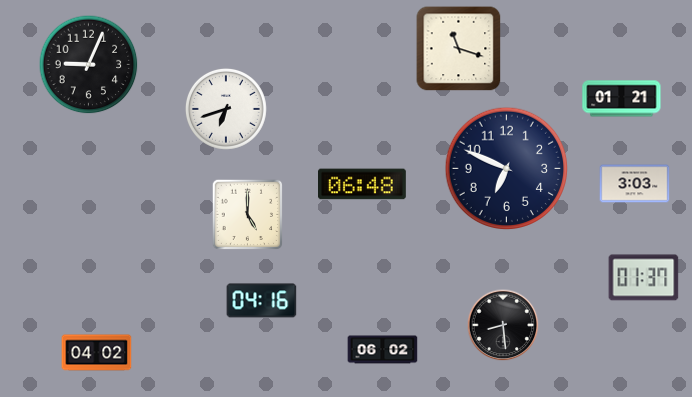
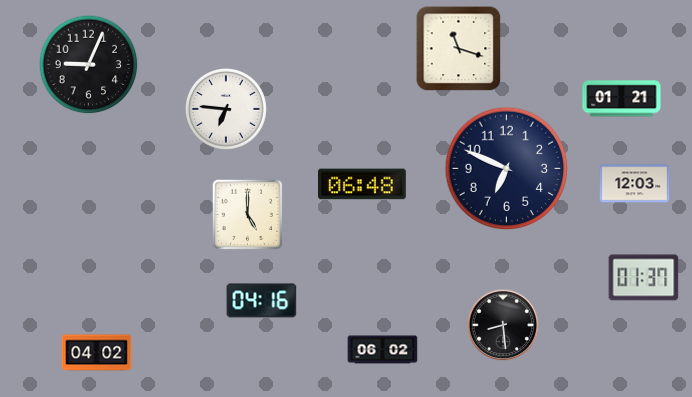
clock at (226, 109): 6:42 -> 6:46
clock at (635, 184): 3:03 -> 12:03
